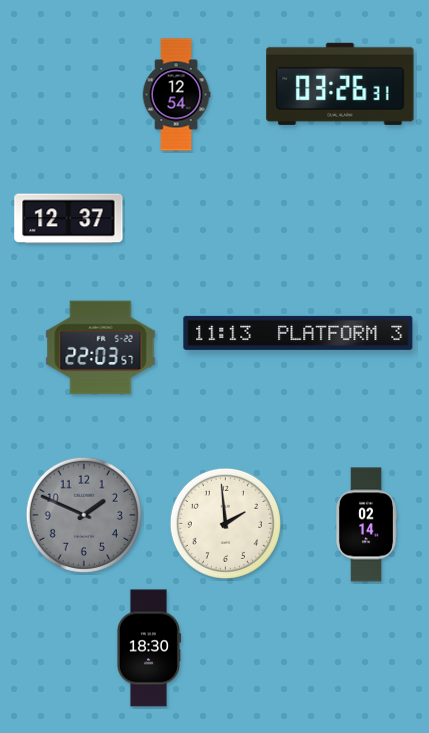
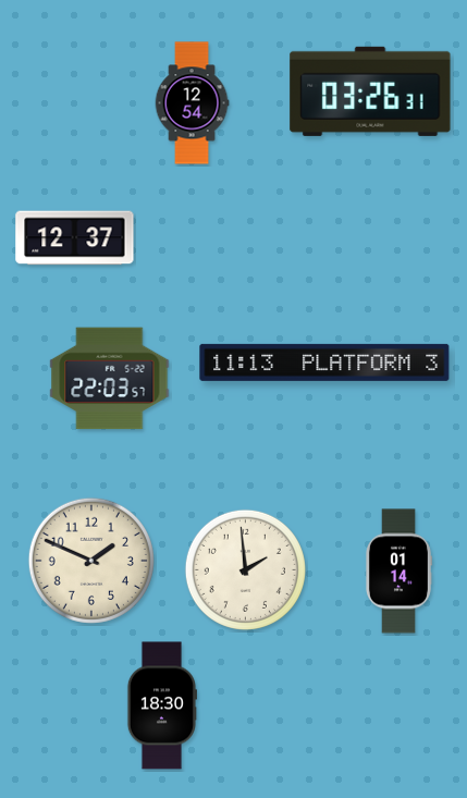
clock at (84, 515) dial: grey -> cream
clock at (366, 525): 02:14 -> 01:14
